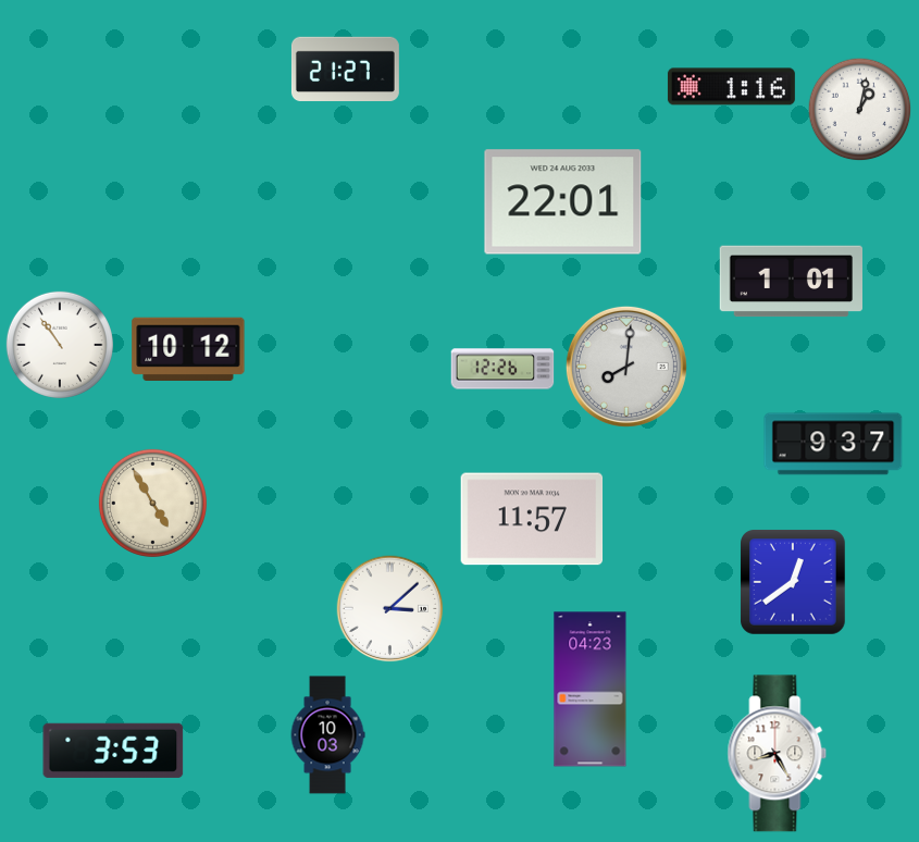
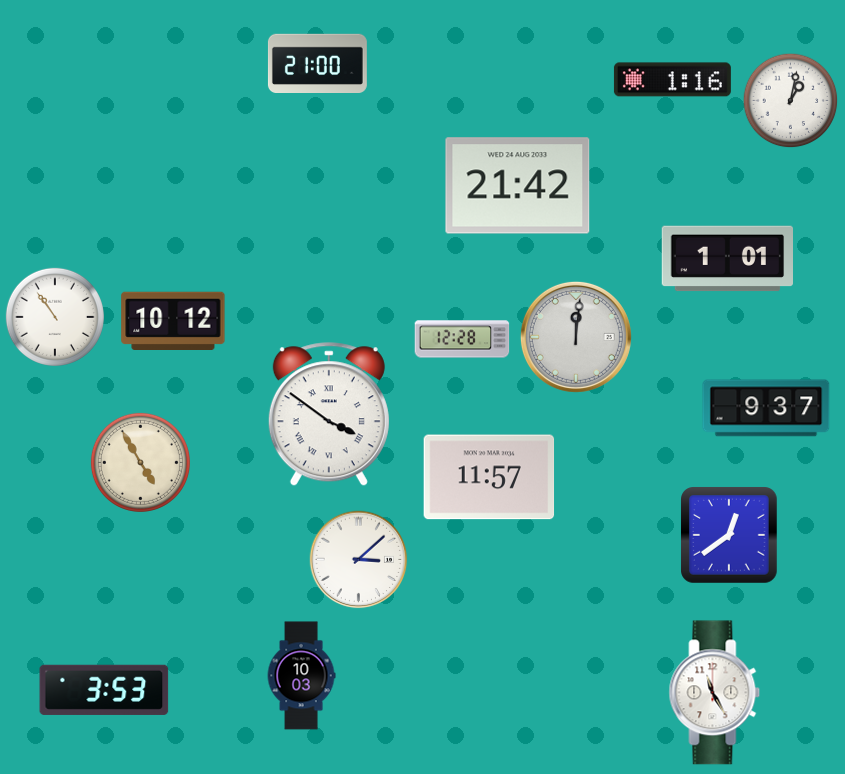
clock at (345, 69): 21:27 -> 21:00
clock at (563, 202): 22:01 -> 21:42
clock at (626, 367): 8:01 -> 12:01
clock at (502, 369): 12:26 -> 12:28
clock at (329, 415): none -> 3:51
clock at (591, 690): 04:23 -> none
clock at (778, 754): 8:25 -> 11:25
